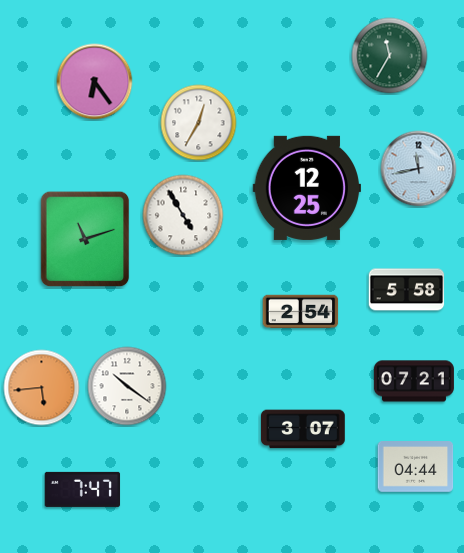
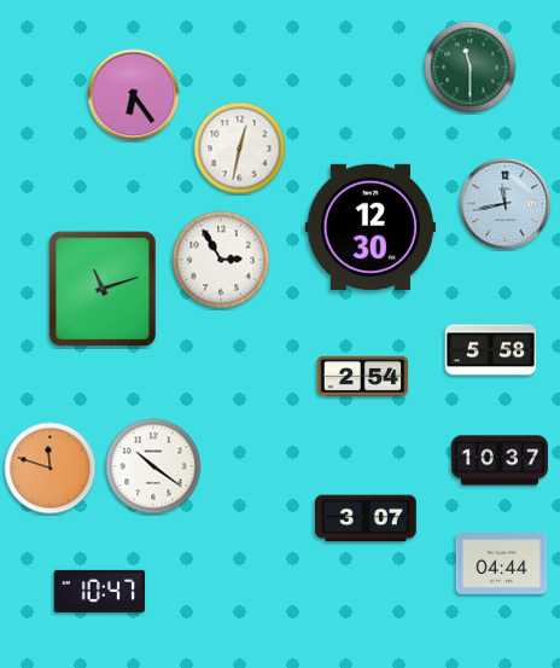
clock at (390, 56): 11:35 -> 11:30
clock at (95, 82) position: (95, 82) -> (134, 95)
clock at (199, 123): 12:35 -> 12:32
clock at (306, 188): 12:25 -> 12:30
clock at (183, 215): 4:55 -> 2:55
clock at (414, 381): 07:21 -> 10:37
clock at (42, 388): 5:44 -> 11:48
clock at (83, 489): 7:47 -> 10:47
